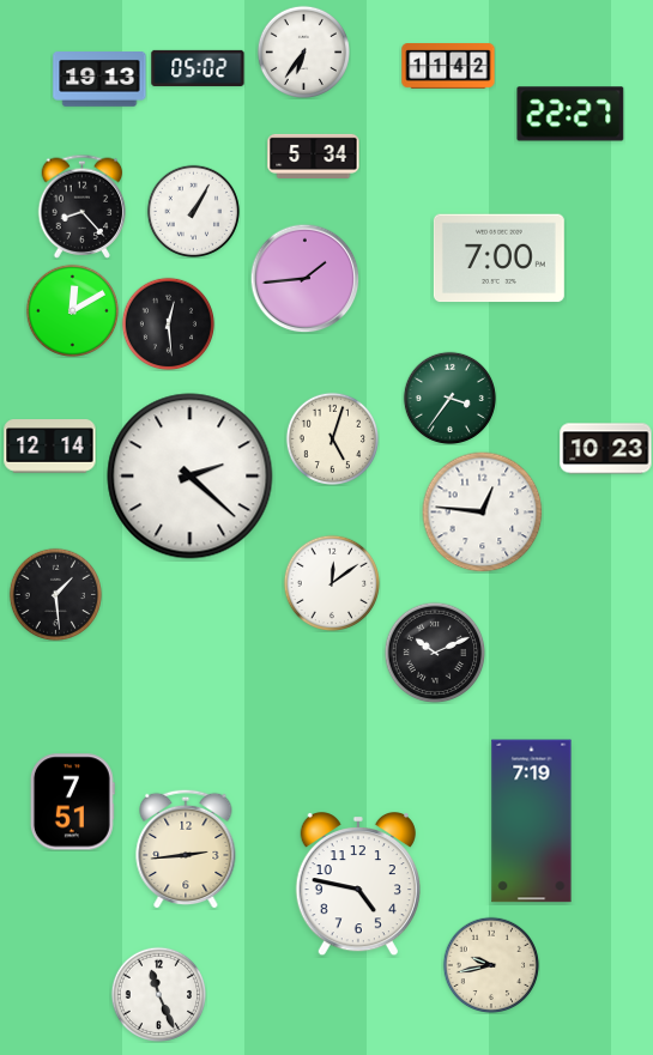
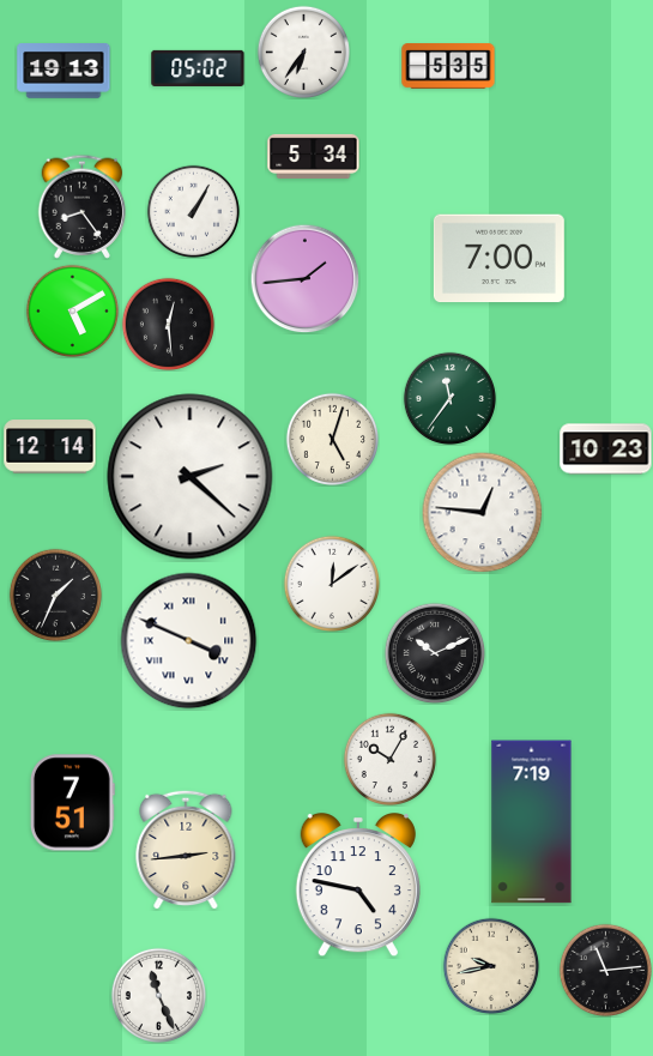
clock at (448, 66): 11:42 -> 5:35
clock at (99, 80) position: (99, 80) -> (64, 72)
clock at (570, 114): 22:27 -> none
clock at (83, 206): 8:23 -> 8:24
clock at (72, 310): 12:10 -> 5:10
clock at (449, 398): 3:36 -> 11:36
clock at (55, 594): 1:29 -> 1:34
clock at (189, 641): none -> 3:49
clock at (389, 759): none -> 10:05
clock at (605, 970): none -> 11:14
